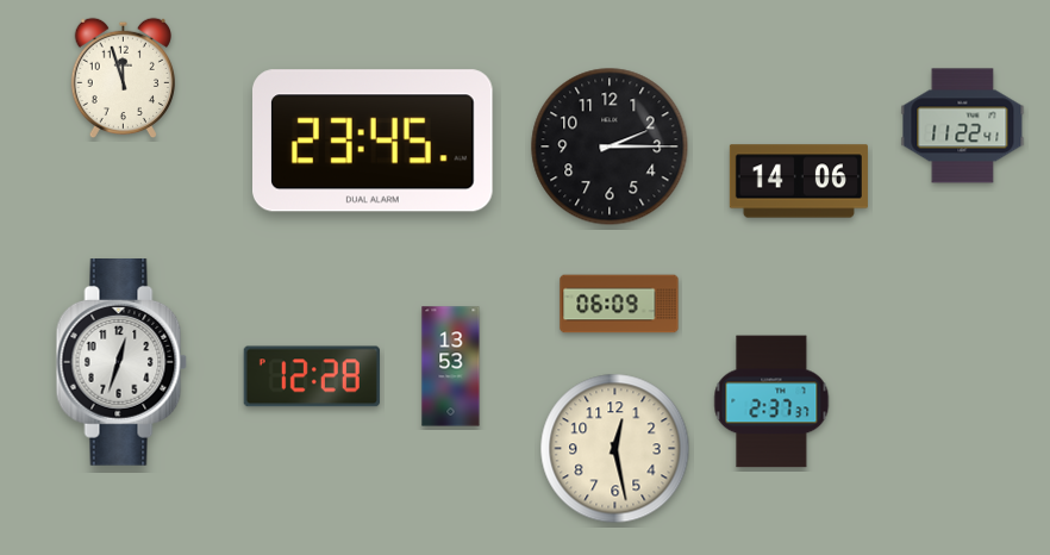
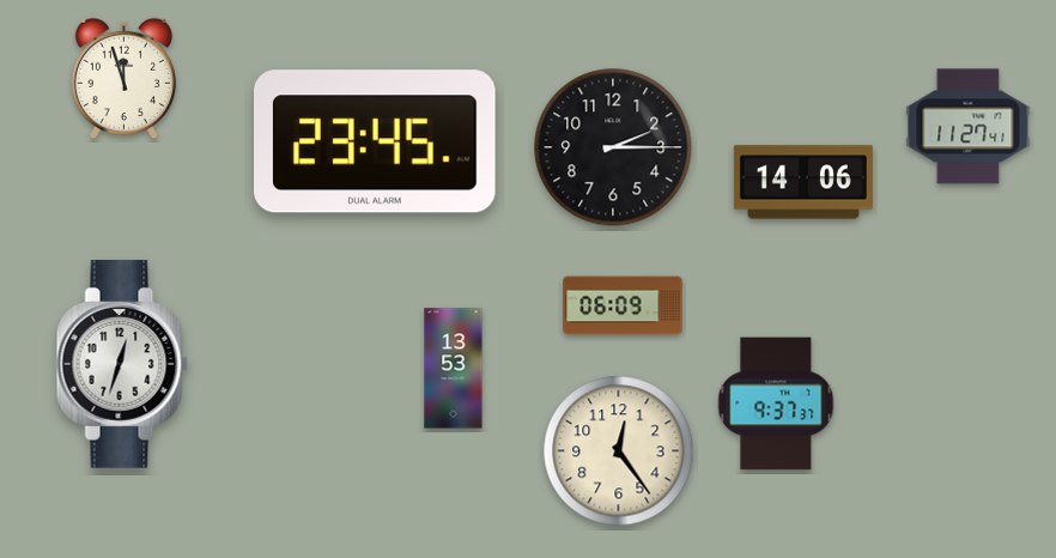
clock at (963, 126): 11:22 -> 11:27
clock at (312, 376): 12:28 -> none
clock at (771, 401): 2:37 -> 9:37
clock at (615, 449): 12:28 -> 12:24
